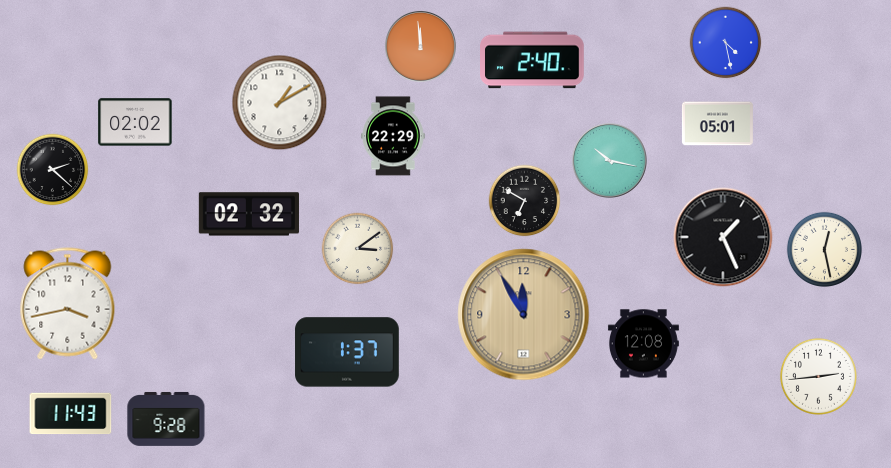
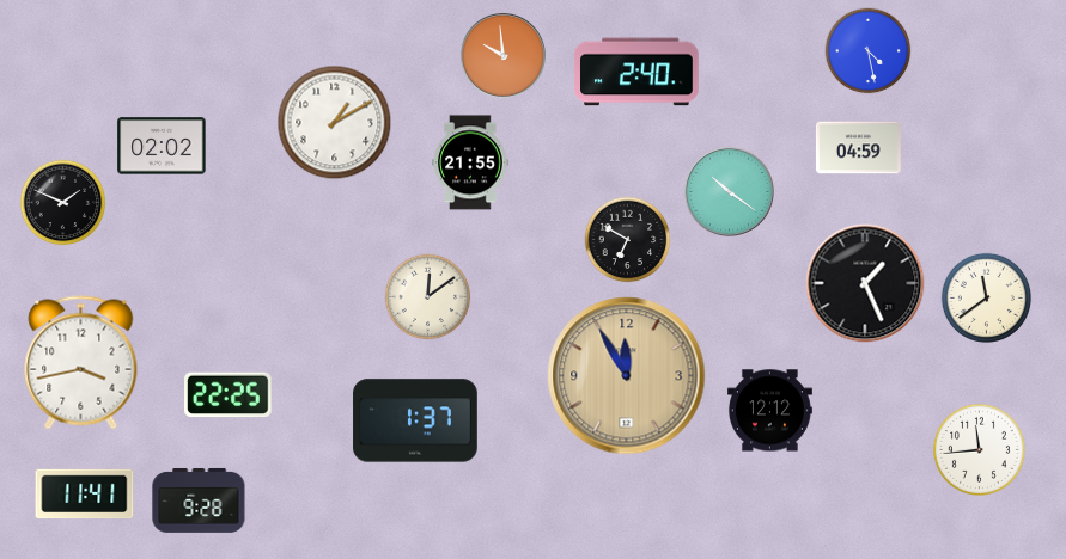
clock at (420, 46): 11:59 -> 9:59
clock at (717, 124): 05:01 -> 04:59
clock at (393, 136): 22:29 -> 21:55
clock at (610, 161): 10:17 -> 10:21
clock at (53, 170): 2:22 -> 1:49
clock at (249, 214): 02:32 -> none
clock at (358, 249): 3:09 -> 12:09
clock at (824, 249): 12:28 -> 11:39
clock at (229, 395): none -> 22:25
clock at (643, 344): 12:08 -> 12:12
clock at (818, 376): 2:44 -> 11:44
clock at (71, 414): 11:43 -> 11:41
